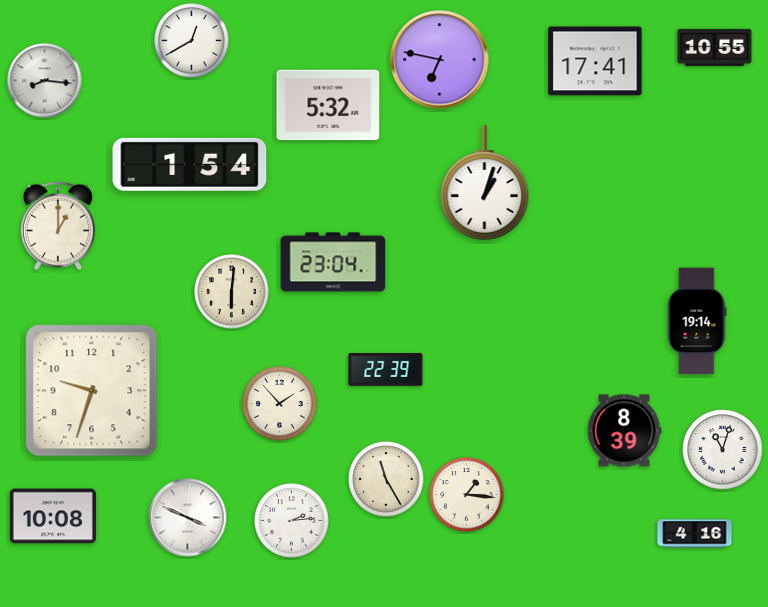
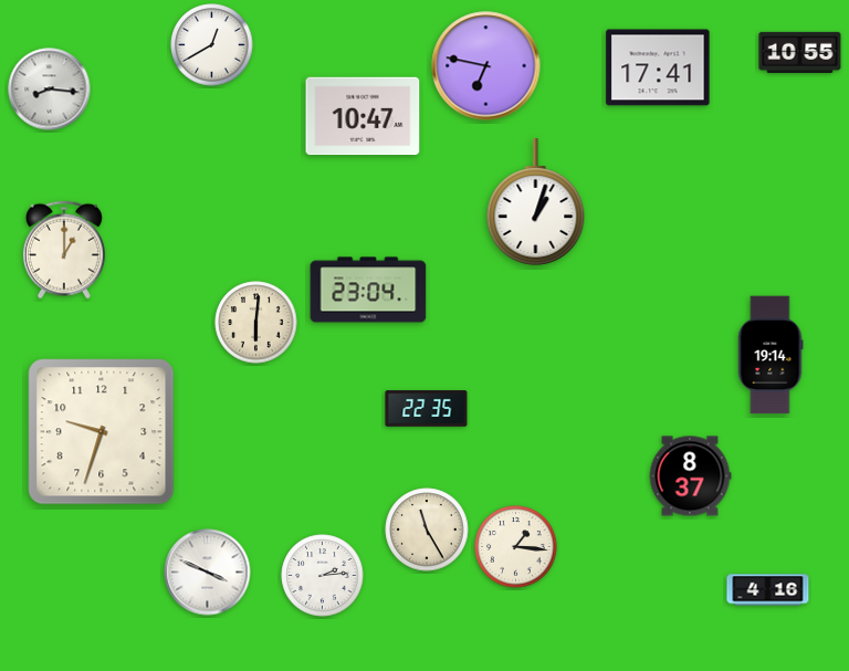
clock at (715, 47) position: (715, 47) -> (800, 52)
clock at (328, 105): 5:32 -> 10:47
clock at (190, 164): 1:54 -> none
clock at (386, 370): 22:39 -> 22:35
clock at (280, 404): 1:53 -> none
clock at (624, 431): 8:39 -> 8:37
clock at (723, 450): 11:03 -> none
clock at (53, 516): 10:08 -> none
